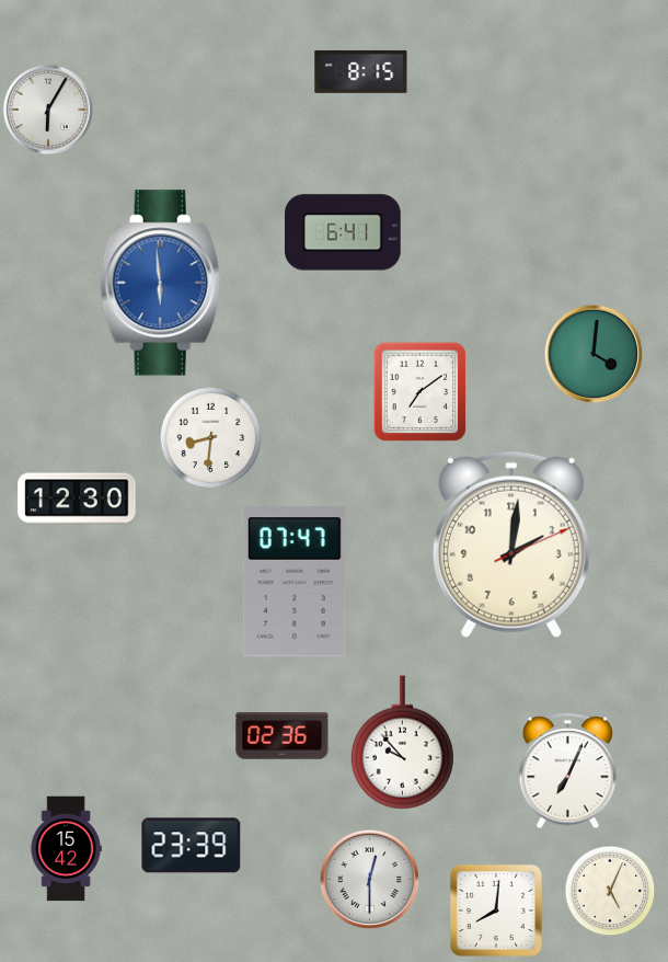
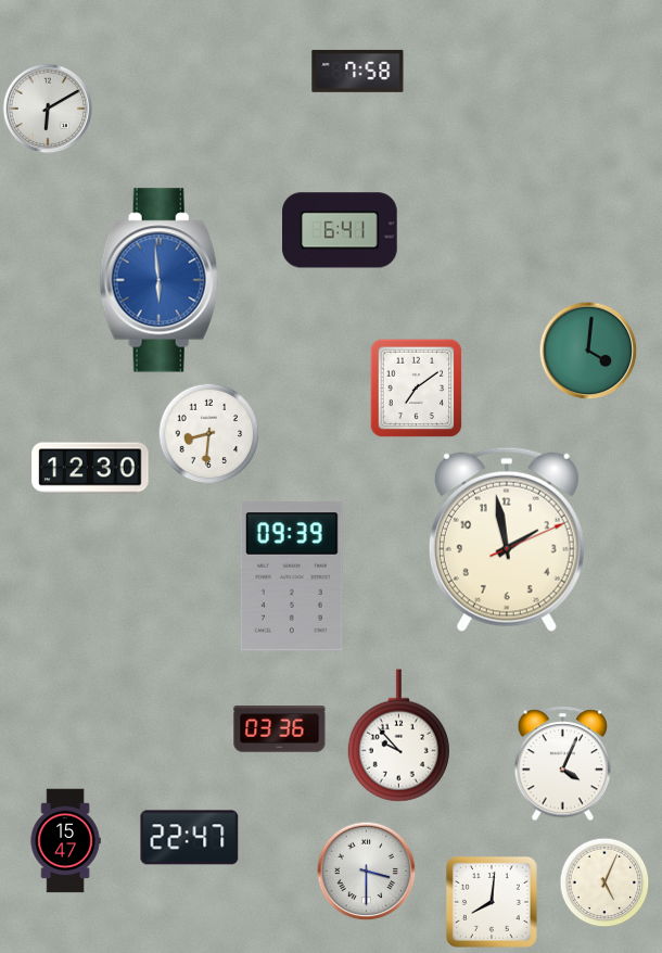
clock at (361, 71): 8:15 -> 7:58
clock at (48, 110): 6:05 -> 6:10
clock at (77, 499) position: (77, 499) -> (90, 468)
clock at (511, 545): 2:01 -> 1:58
clock at (295, 582): 07:47 -> 09:39
clock at (283, 736): 02:36 -> 03:36
clock at (568, 771): 7:04 -> 4:04
clock at (192, 846): 23:39 -> 22:47
clock at (66, 849): 15:42 -> 15:47
clock at (370, 880): 12:30 -> 3:30
